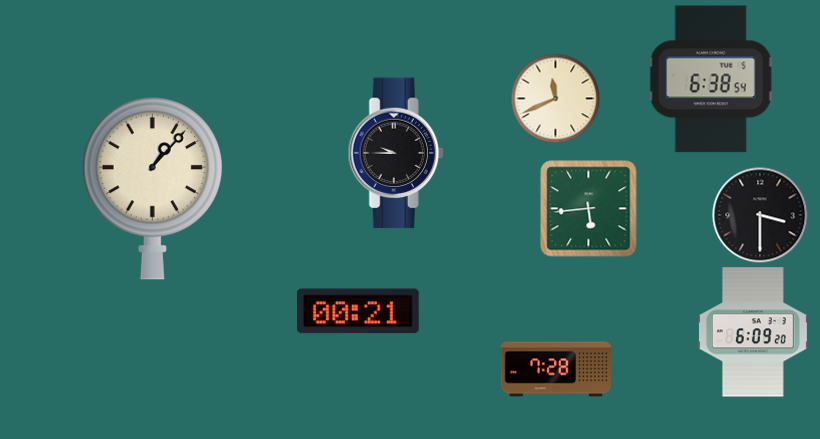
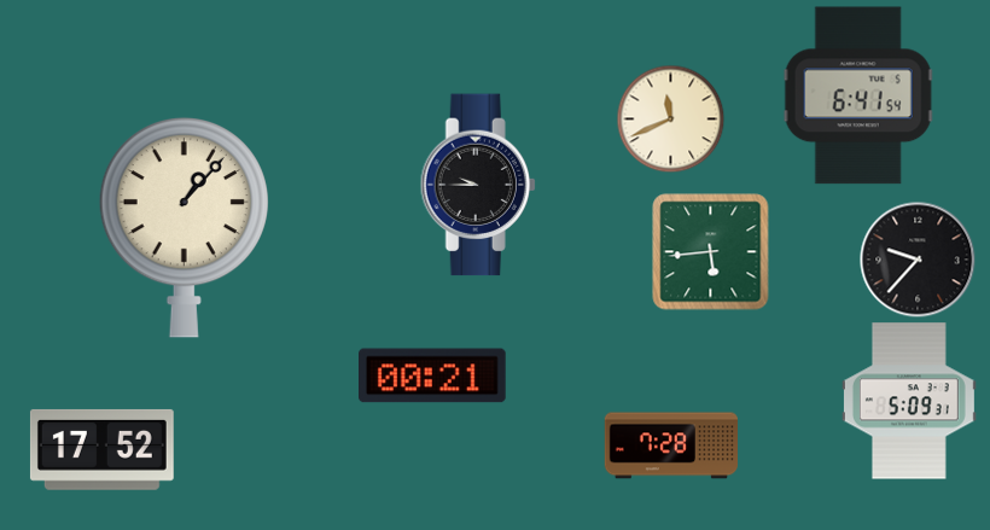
clock at (711, 79): 6:38 -> 6:41
clock at (760, 215): 3:30 -> 9:37
clock at (753, 332): 6:09 -> 5:09
clock at (101, 449): none -> 17:52
